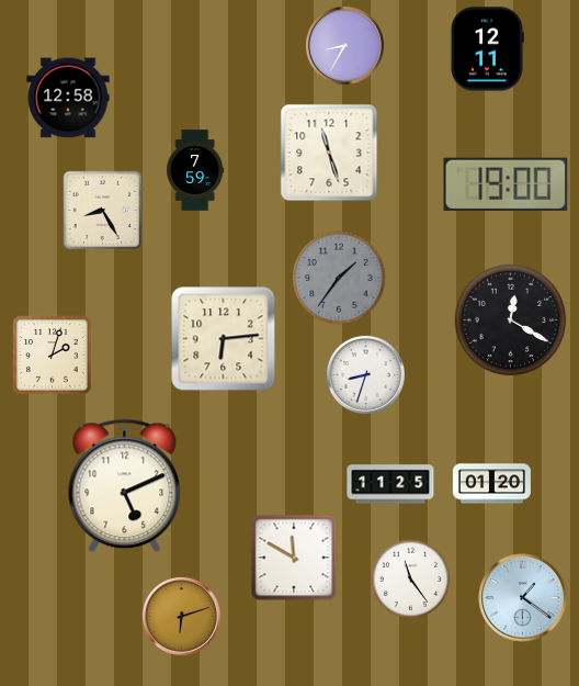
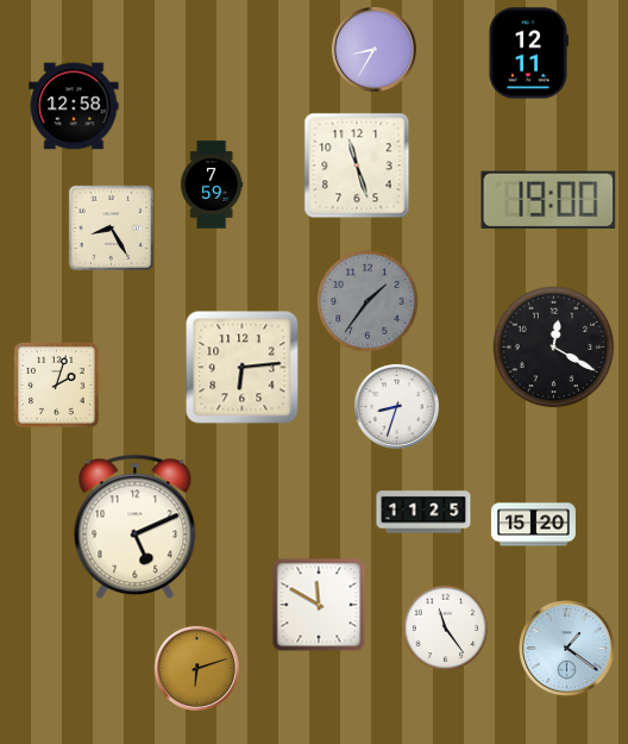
clock at (390, 484) position: (390, 484) -> (423, 512)
clock at (491, 484): 01:20 -> 15:20
